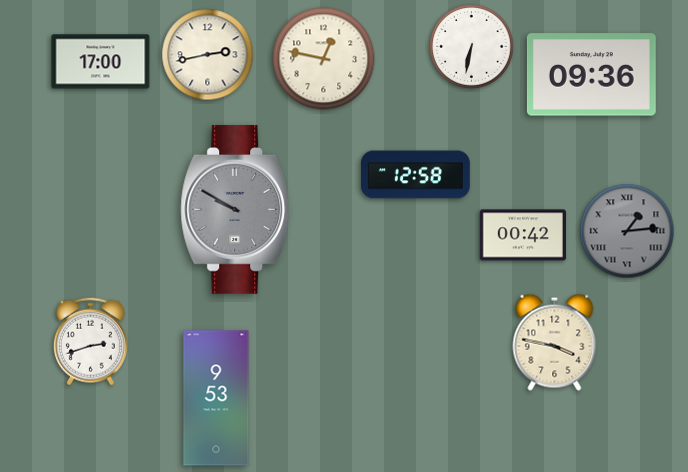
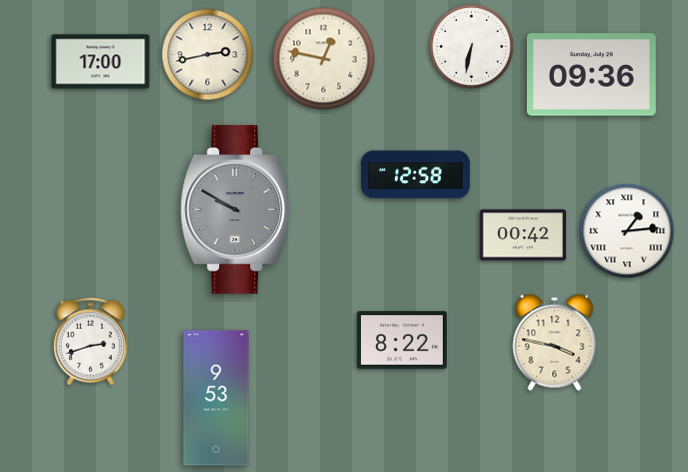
clock at (627, 231) dial: grey -> white
clock at (403, 340): none -> 8:22
